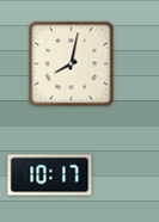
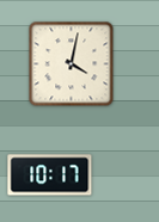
clock at (72, 64): 8:02 -> 4:02
